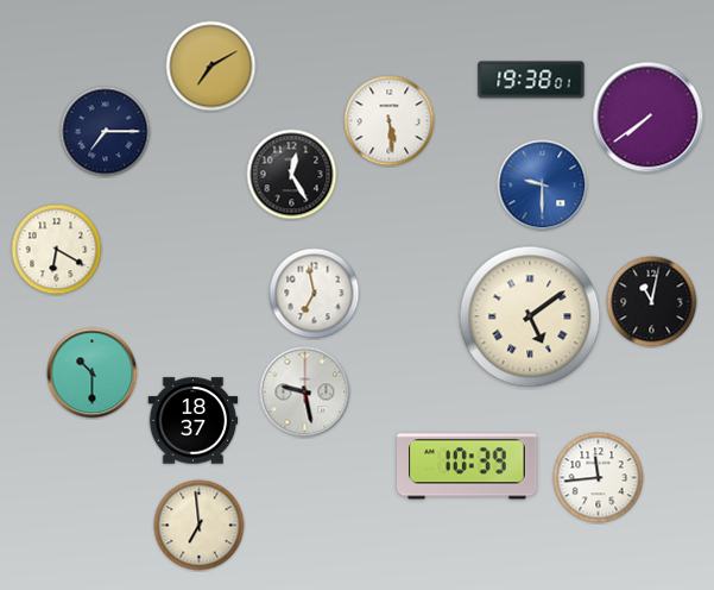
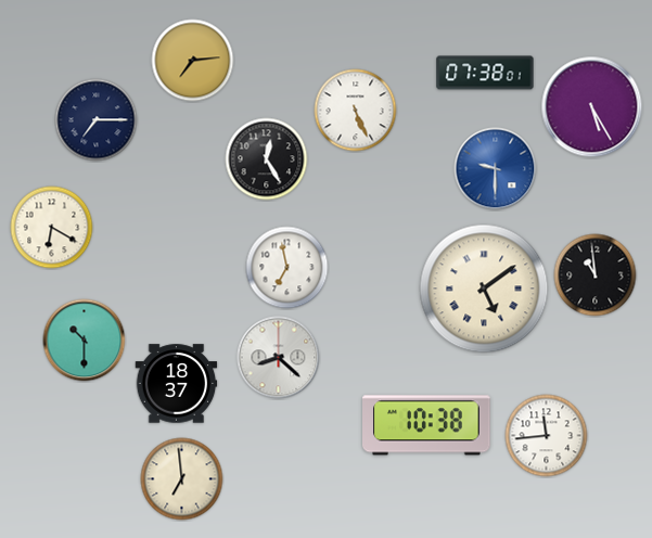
clock at (211, 67): 7:10 -> 7:14
clock at (531, 80): 19:38 -> 07:38
clock at (649, 118): 7:39 -> 5:25
clock at (390, 121): 5:29 -> 5:26
clock at (652, 302): 11:02 -> 10:59
clock at (305, 393): 9:28 -> 8:22
clock at (467, 466): 10:39 -> 10:38
